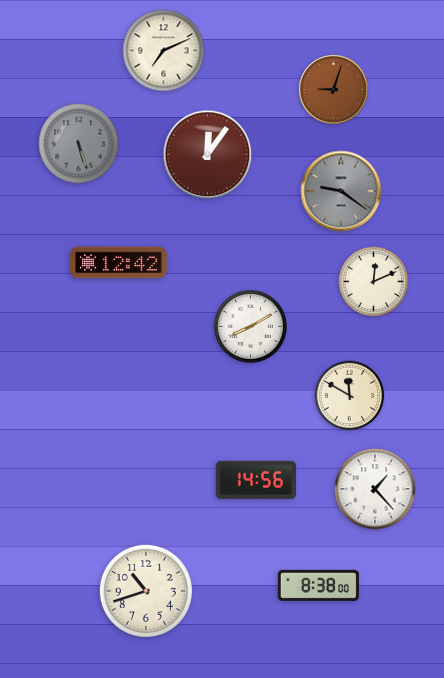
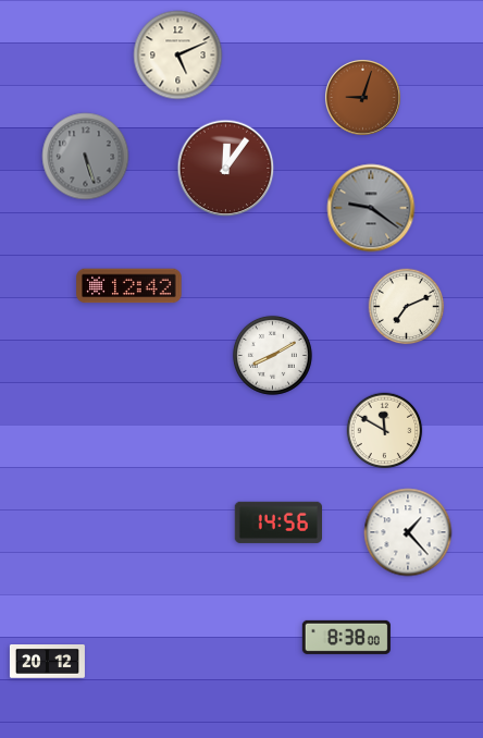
clock at (164, 51): 7:11 -> 5:11
clock at (374, 282): 12:11 -> 7:11
clock at (350, 396) position: (350, 396) -> (385, 431)
clock at (146, 591): 10:42 -> none
clock at (47, 662): none -> 20:12
